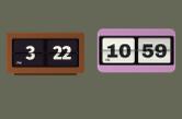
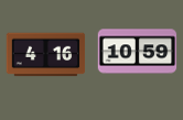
clock at (46, 55): 3:22 -> 4:16
